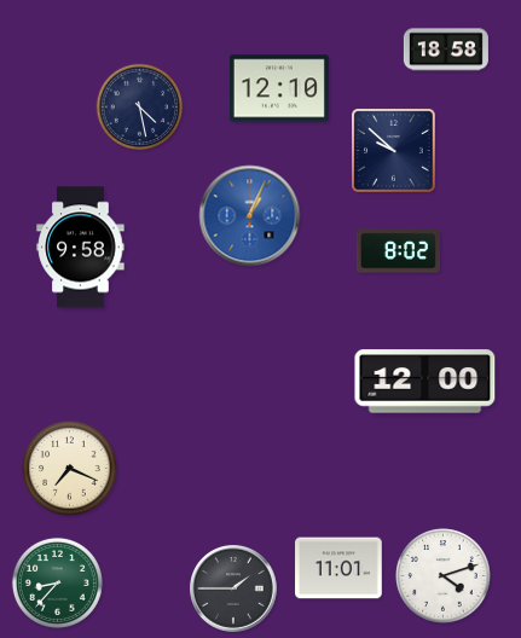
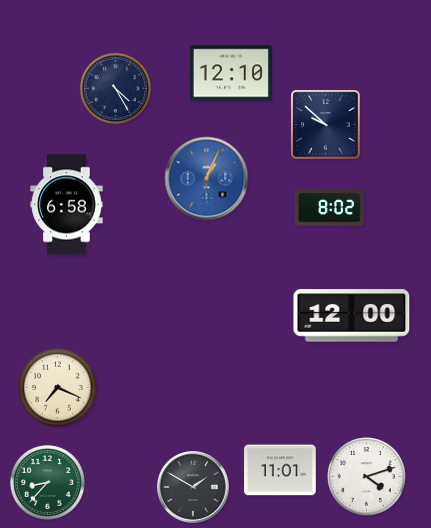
clock at (446, 50): 18:58 -> none
clock at (140, 108): 4:28 -> 4:25
clock at (81, 248): 9:58 -> 6:58
clock at (233, 588): 1:45 -> 1:50
